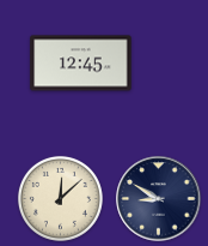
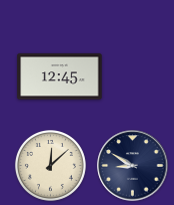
clock at (81, 64) position: (81, 64) -> (60, 77)
